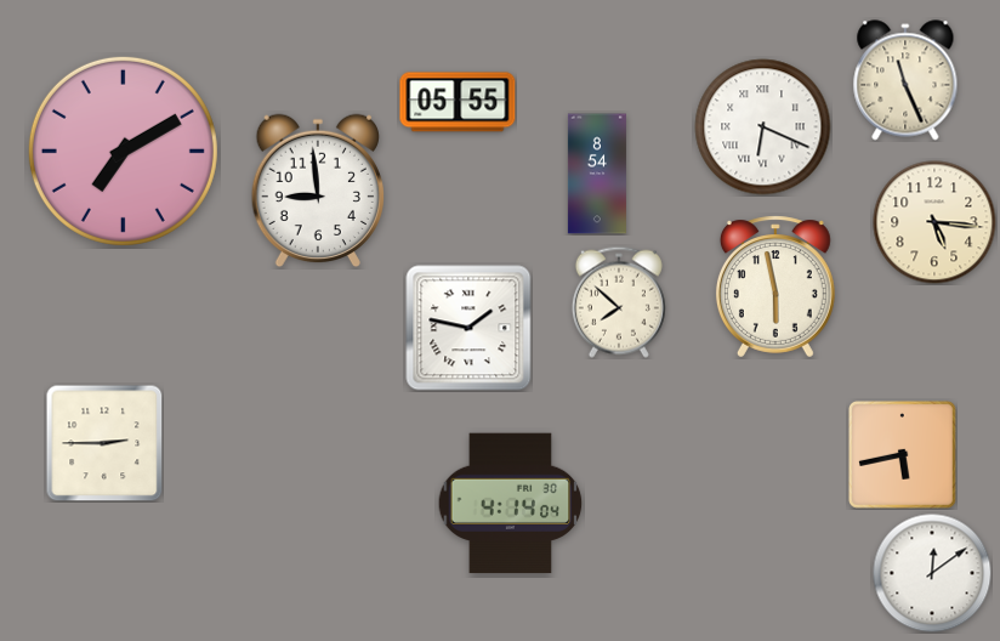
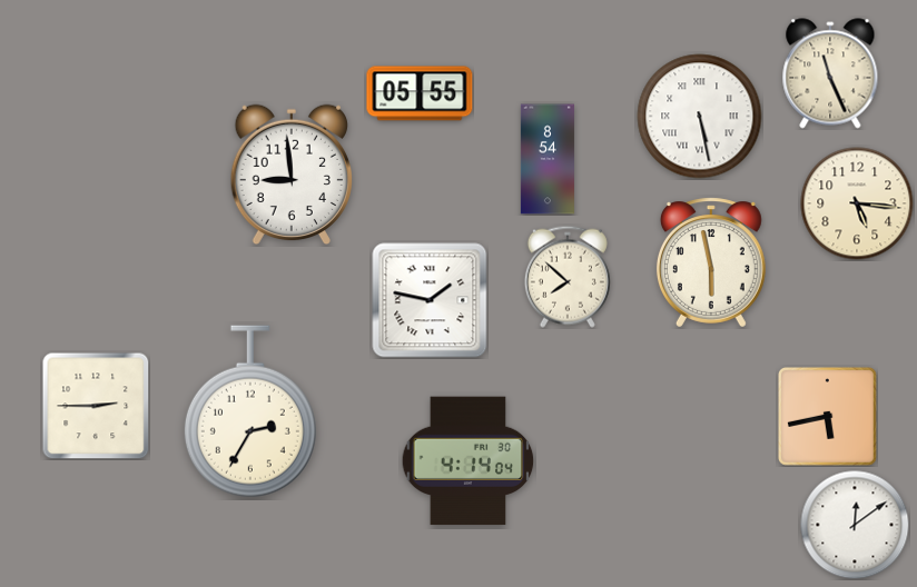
clock at (763, 127): 6:19 -> 5:28
clock at (123, 151): 7:10 -> none
clock at (250, 411): none -> 2:35
